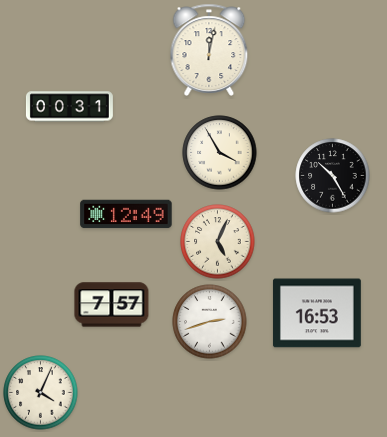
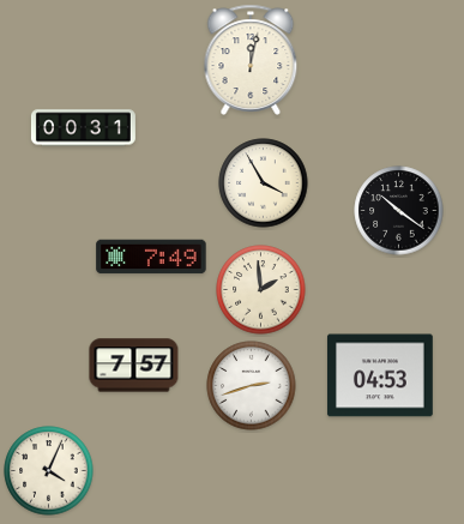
clock at (333, 176): 10:25 -> 10:21
clock at (126, 214): 12:49 -> 7:49
clock at (218, 242): 5:04 -> 1:59
clock at (317, 313): 16:53 -> 04:53
